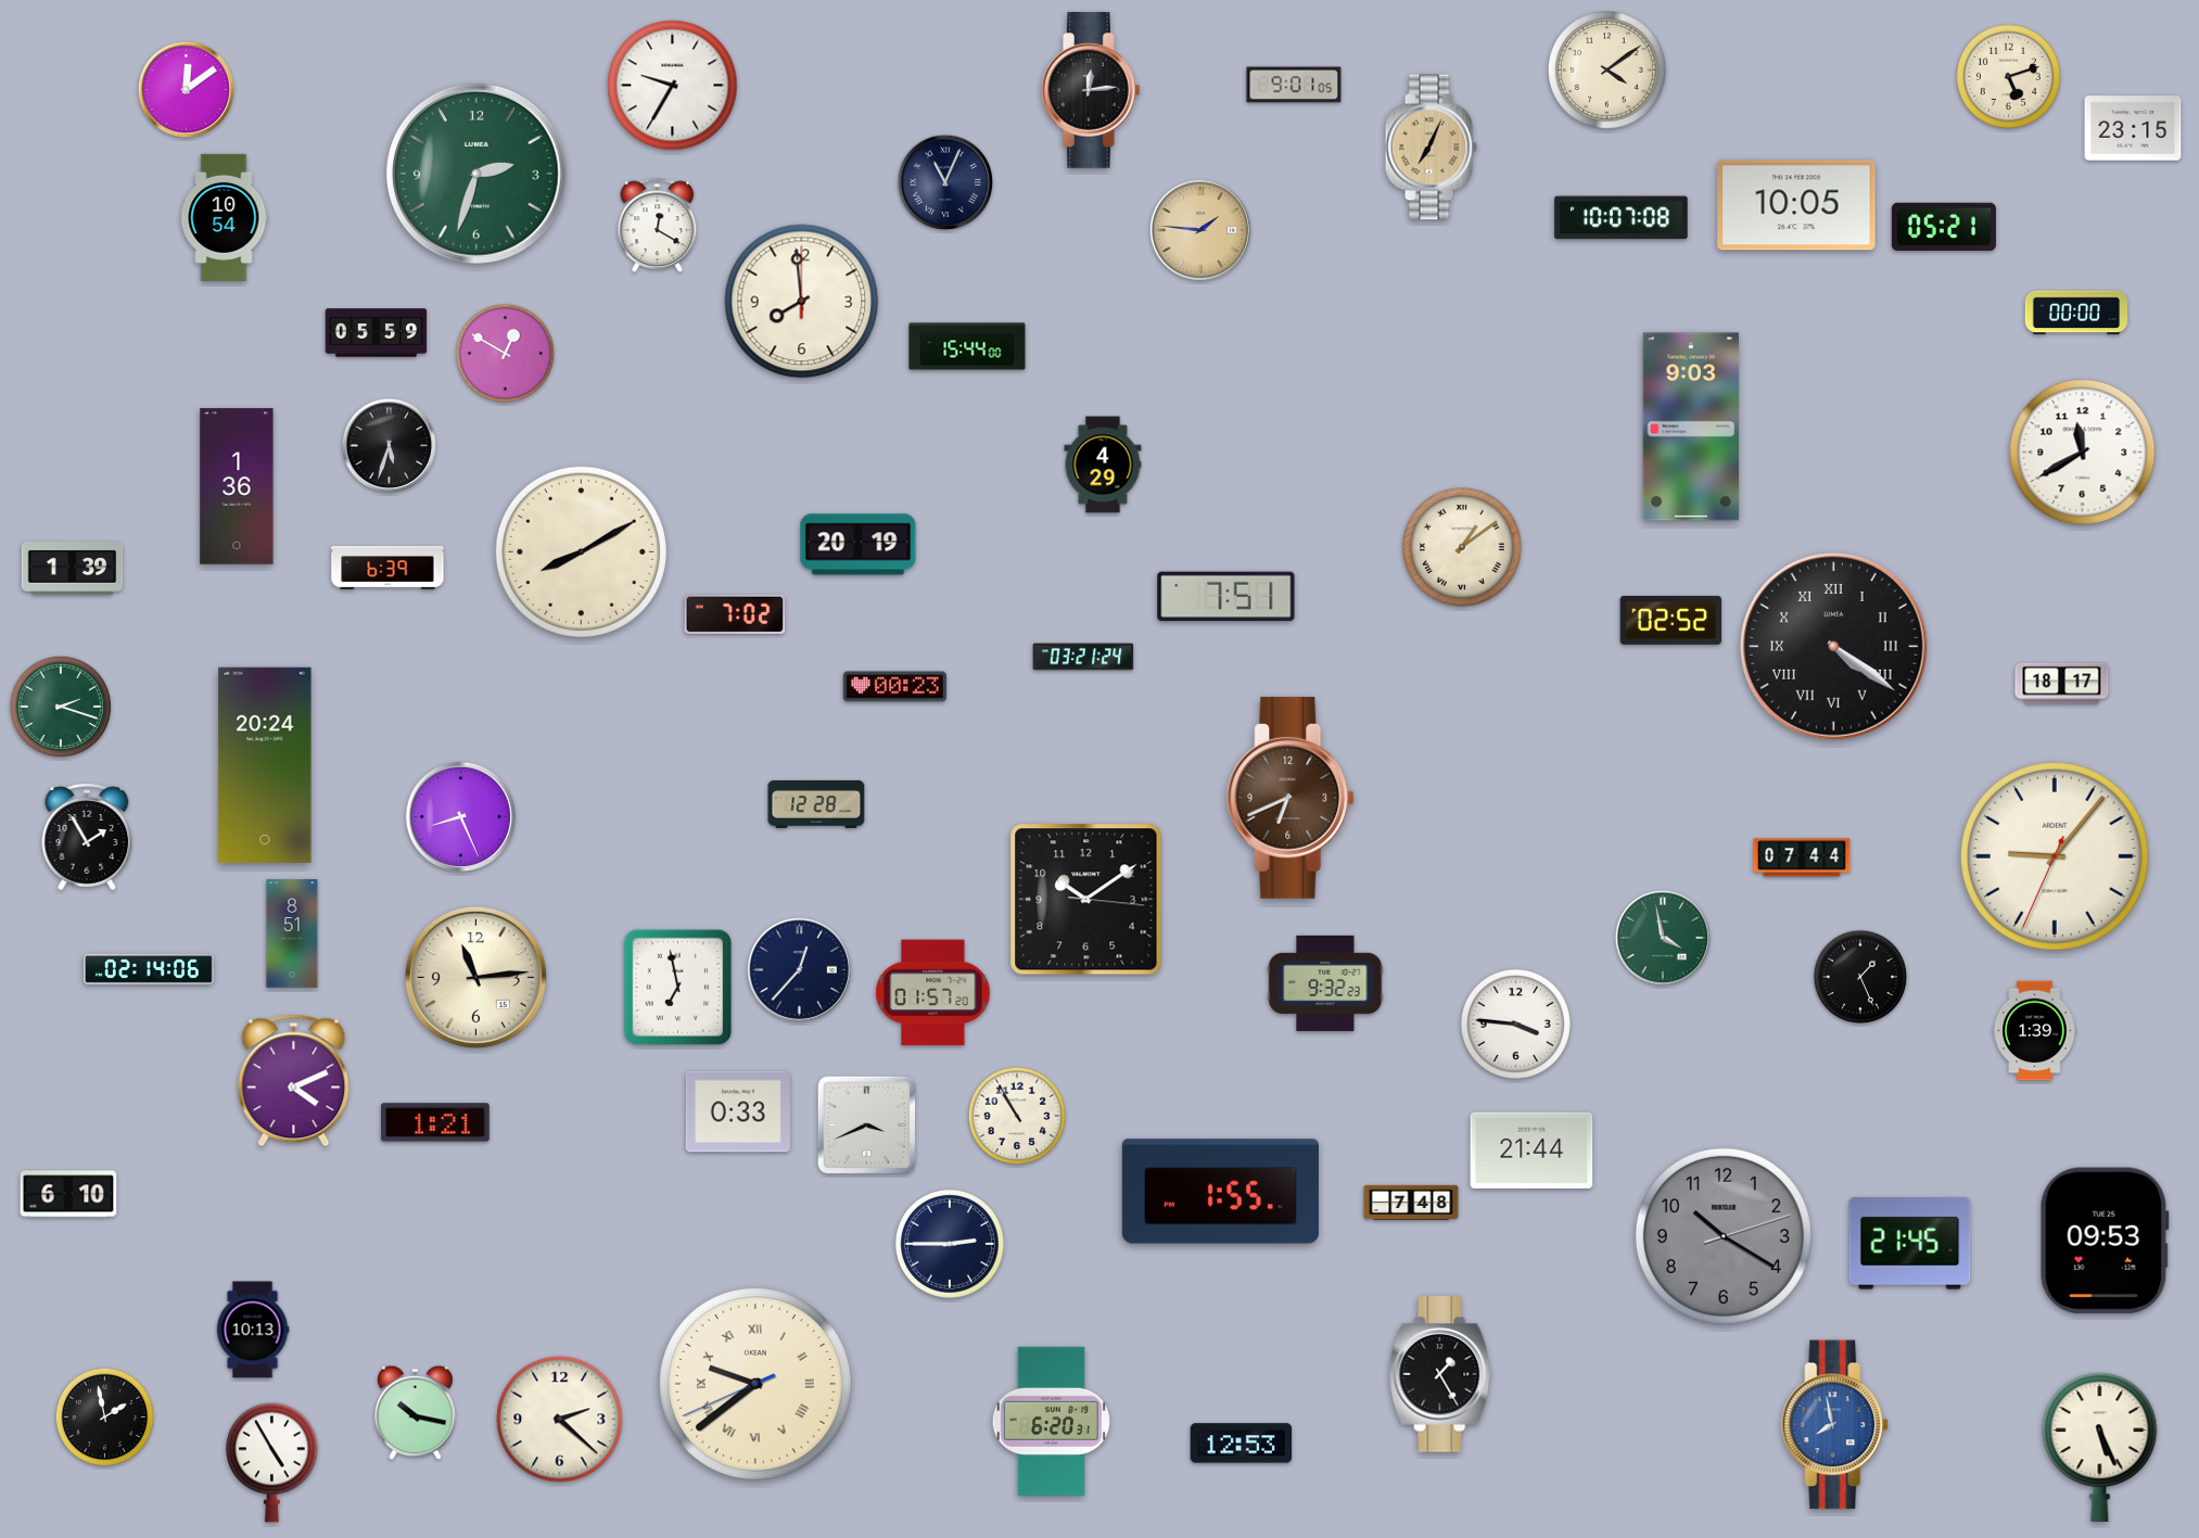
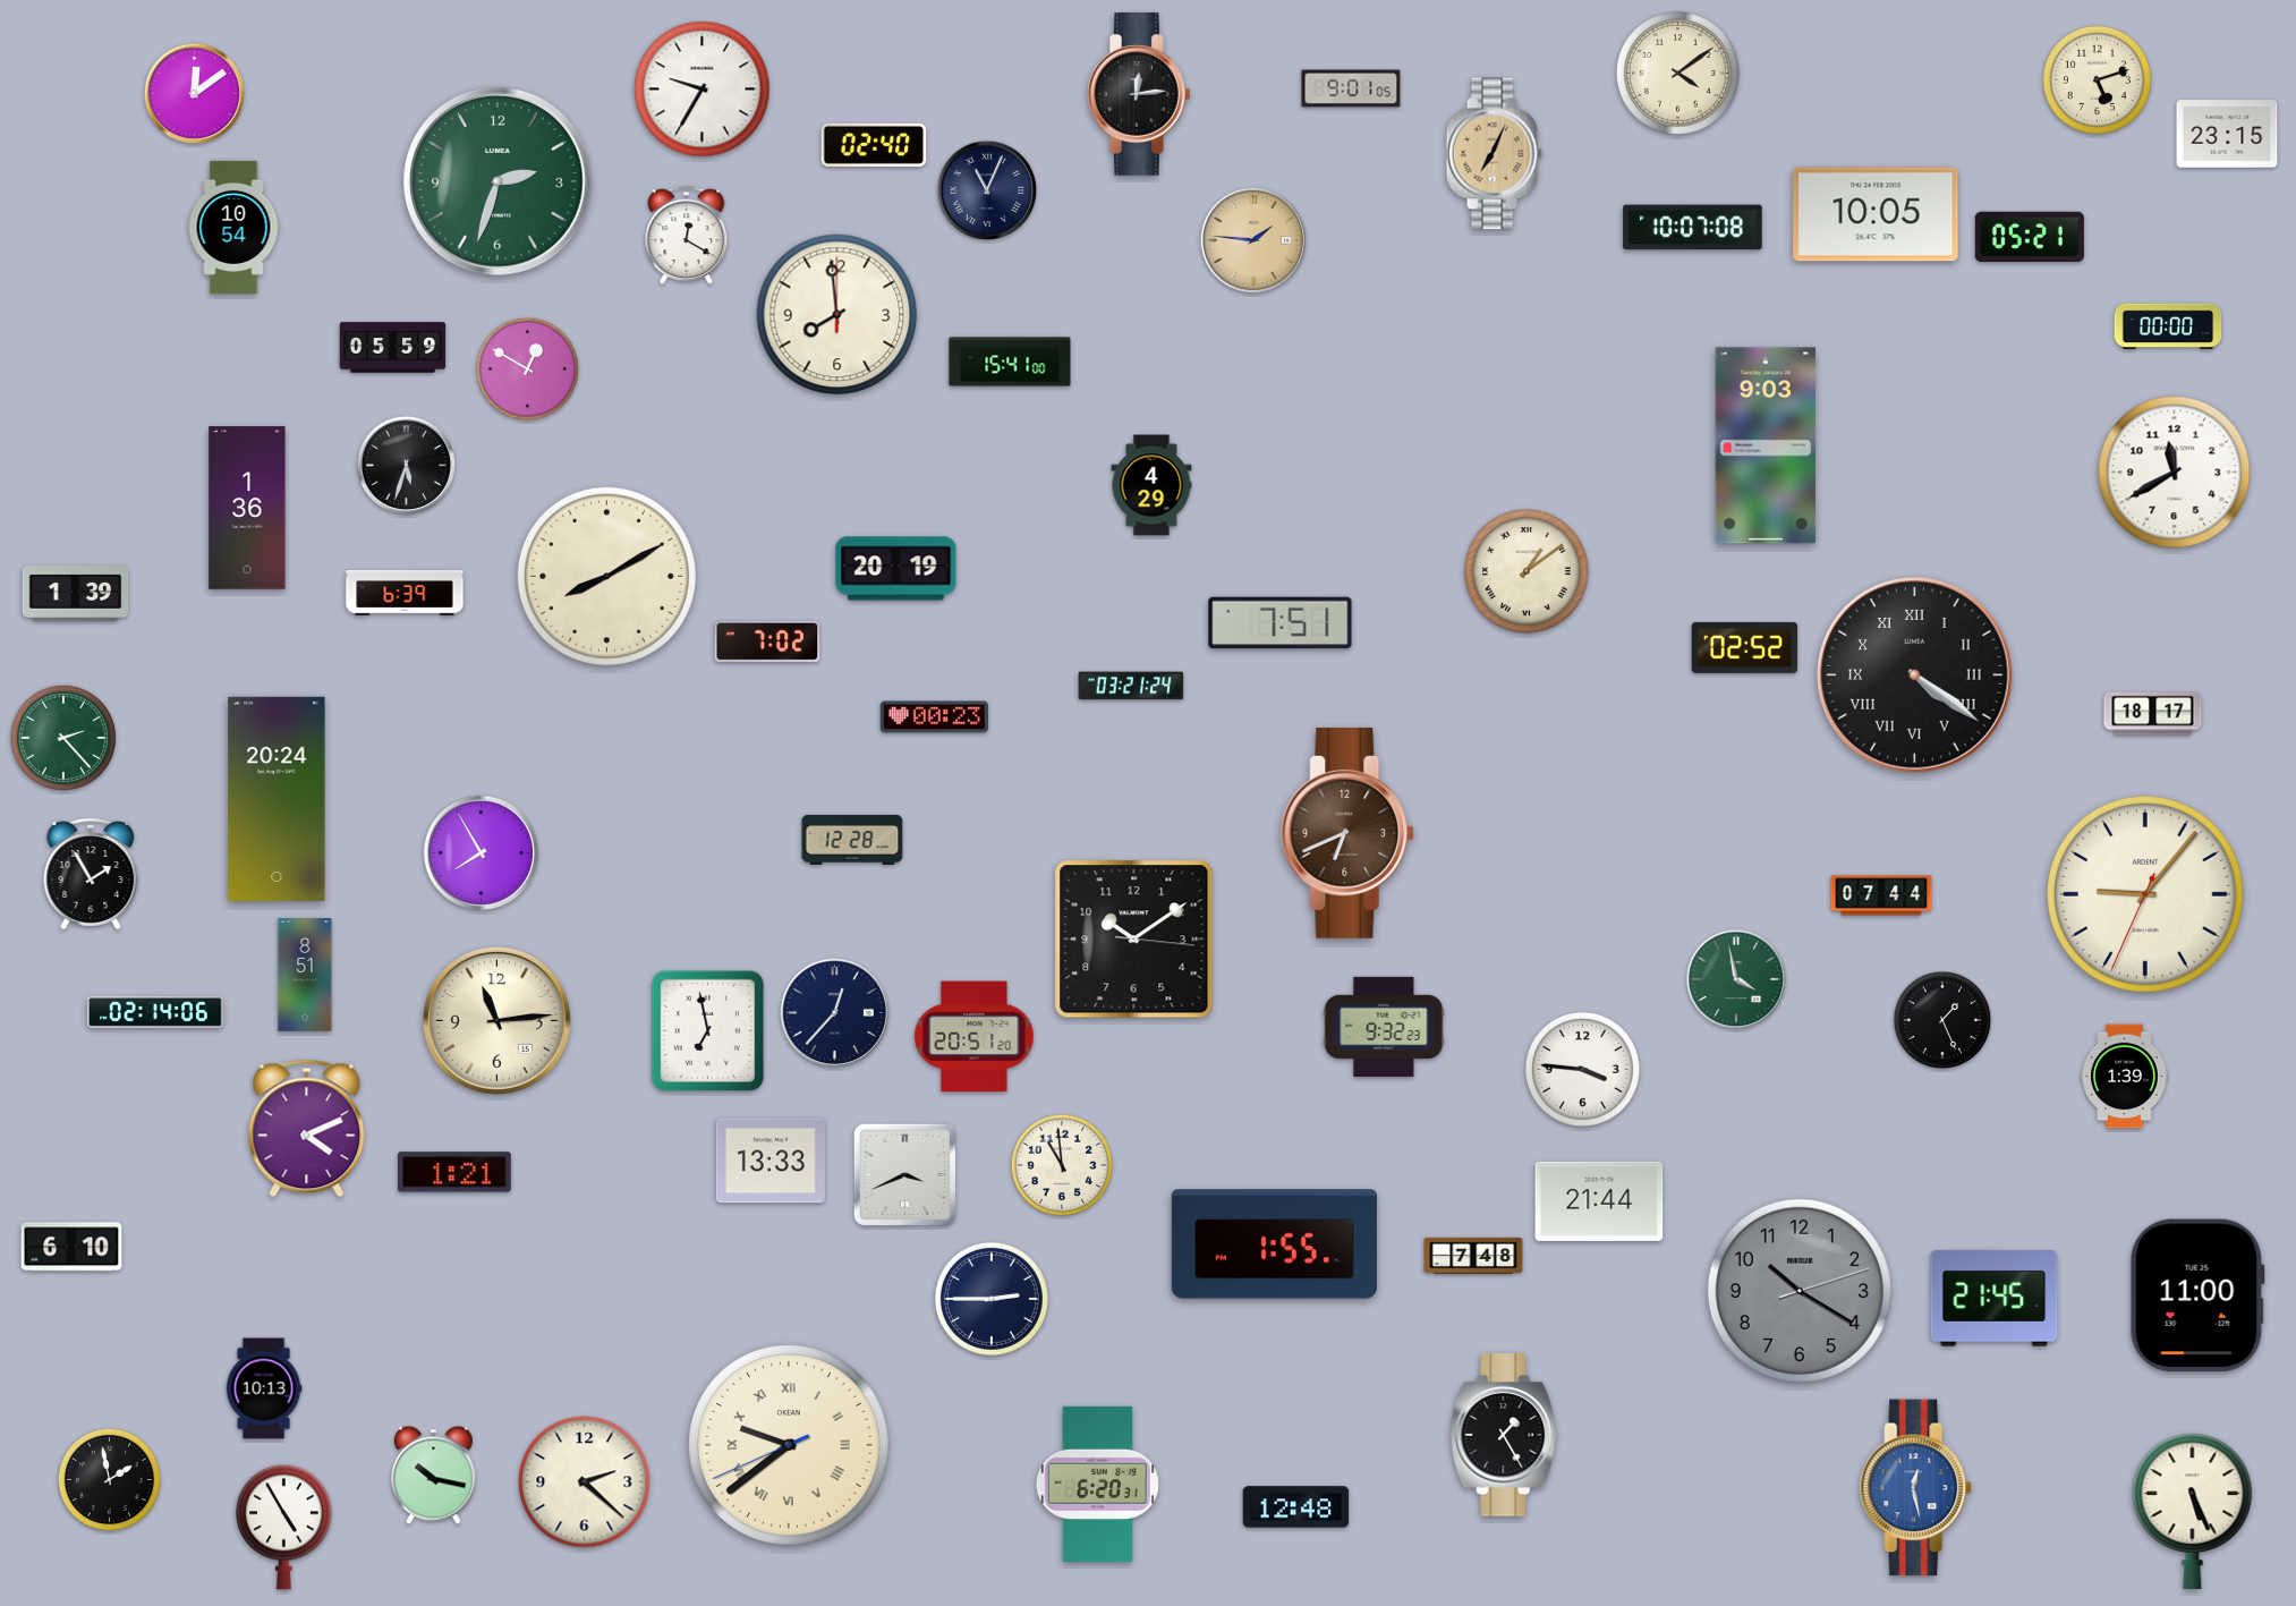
clock at (874, 145): none -> 02:40
clock at (967, 346): 15:44 -> 15:41
clock at (61, 707): 2:18 -> 2:23
clock at (460, 816): 8:26 -> 7:55
clock at (933, 993): 01:57 -> 20:51
clock at (738, 1111): 0:33 -> 13:33
clock at (1017, 1116): 10:55 -> 10:59
clock at (2105, 1241): 09:53 -> 11:00
clock at (1835, 1425): 7:58 -> 12:28
clock at (1242, 1444): 12:53 -> 12:48
